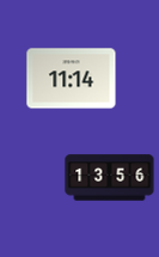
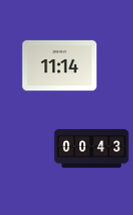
clock at (110, 178): 13:56 -> 00:43
